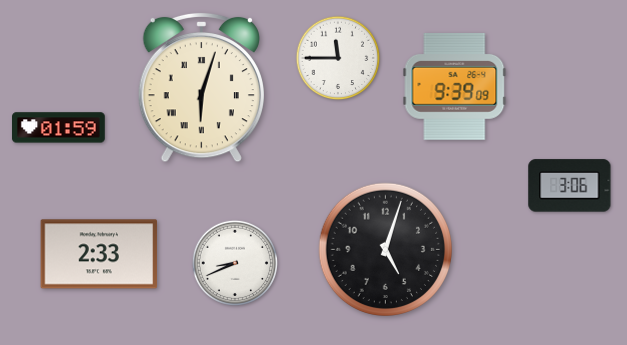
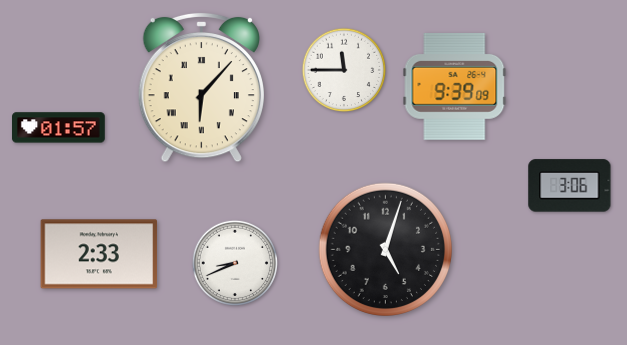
clock at (338, 58) position: (338, 58) -> (344, 70)
clock at (201, 87): 6:03 -> 6:07
clock at (59, 128): 01:59 -> 01:57
